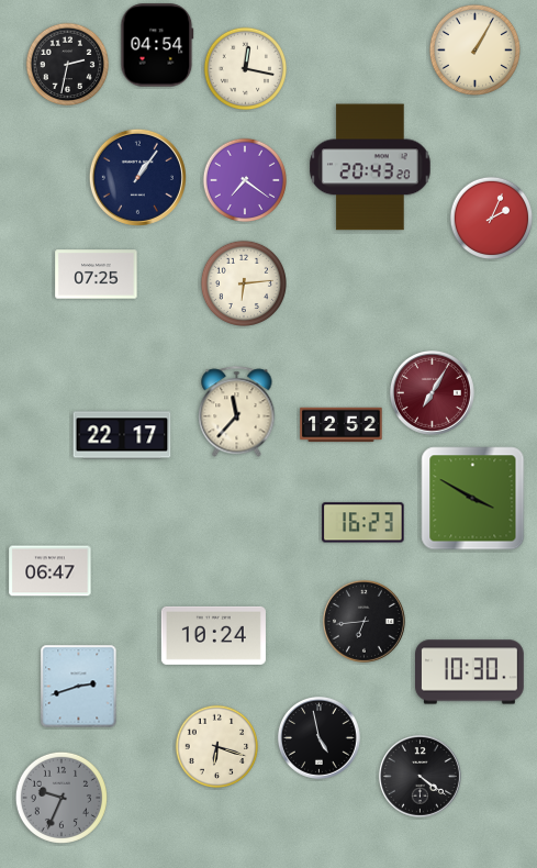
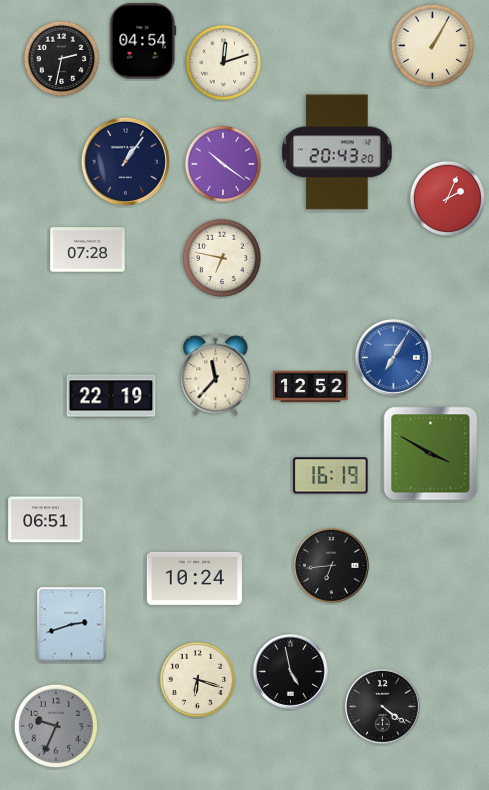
clock at (246, 69): 12:17 -> 12:12
clock at (245, 180): 7:21 -> 10:21
clock at (97, 275): 07:25 -> 07:28
clock at (243, 282): 6:14 -> 6:47
clock at (432, 392) dial: burgundy -> blue
clock at (122, 435): 22:17 -> 22:19
clock at (363, 523): 16:23 -> 16:19
clock at (51, 571): 06:47 -> 06:51
clock at (470, 672): 10:30 -> none
